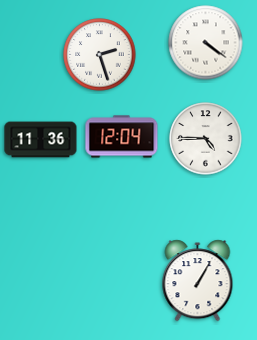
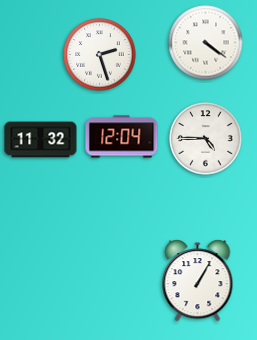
clock at (41, 140): 11:36 -> 11:32
